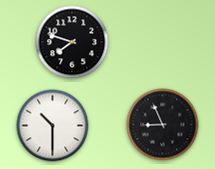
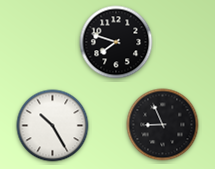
clock at (72, 42) position: (72, 42) -> (116, 42)
clock at (53, 126): 10:30 -> 10:25
